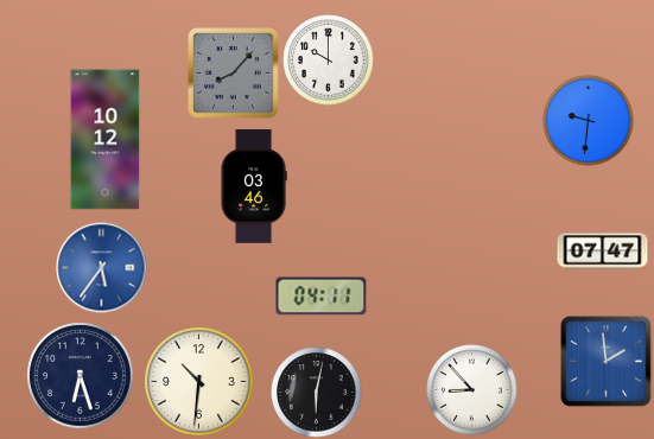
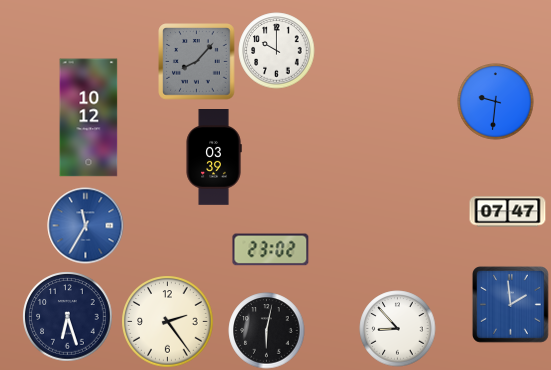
clock at (254, 186): 03:46 -> 03:39
clock at (102, 268): 5:36 -> 11:35
clock at (322, 297): 04:11 -> 23:02
clock at (199, 382): 10:31 -> 2:24
